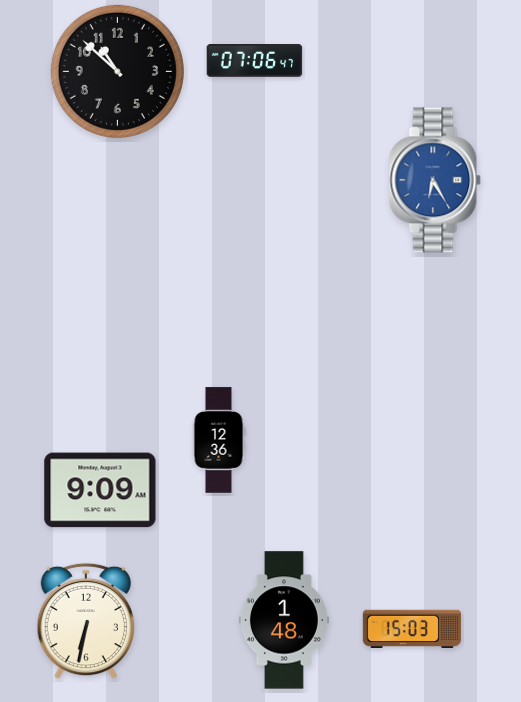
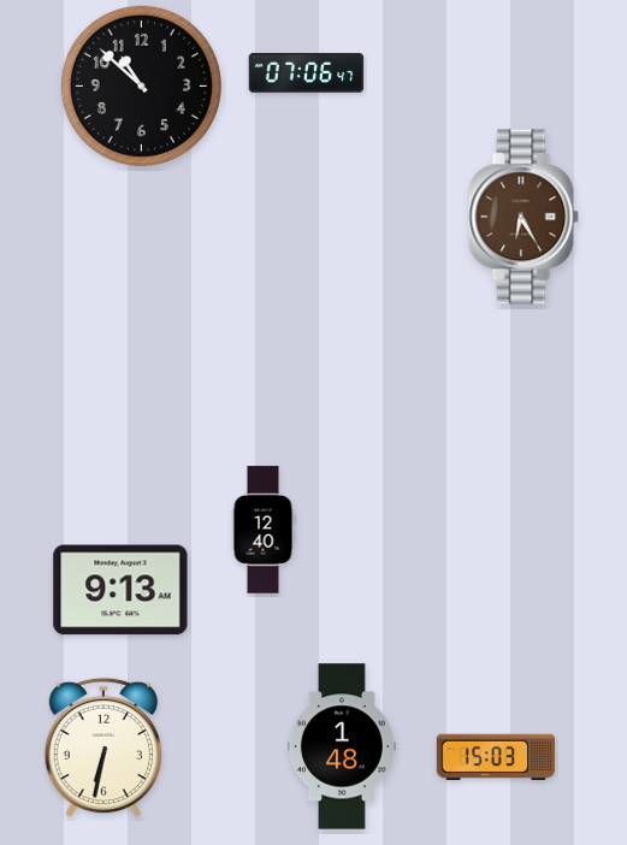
clock at (435, 180) dial: blue -> brown
clock at (219, 440): 12:36 -> 12:40
clock at (100, 490): 9:09 -> 9:13
